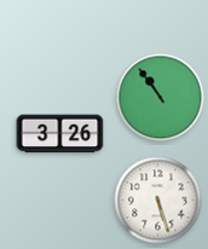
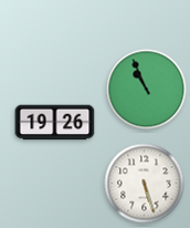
clock at (161, 98): 10:54 -> 10:56
clock at (60, 134): 3:26 -> 19:26
